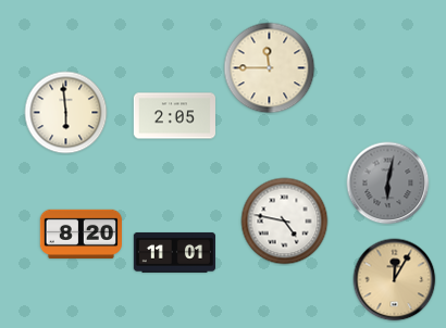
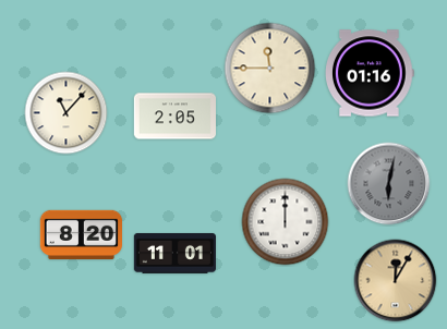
clock at (371, 73): none -> 01:16
clock at (66, 113): 5:59 -> 11:07
clock at (285, 222): 4:47 -> 12:00
